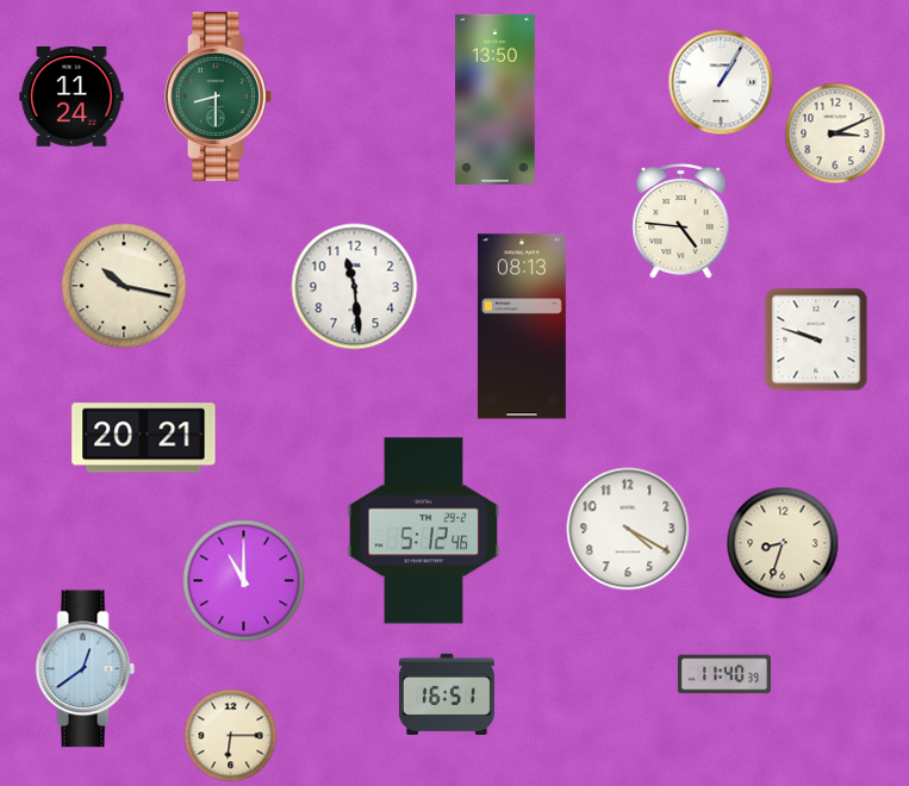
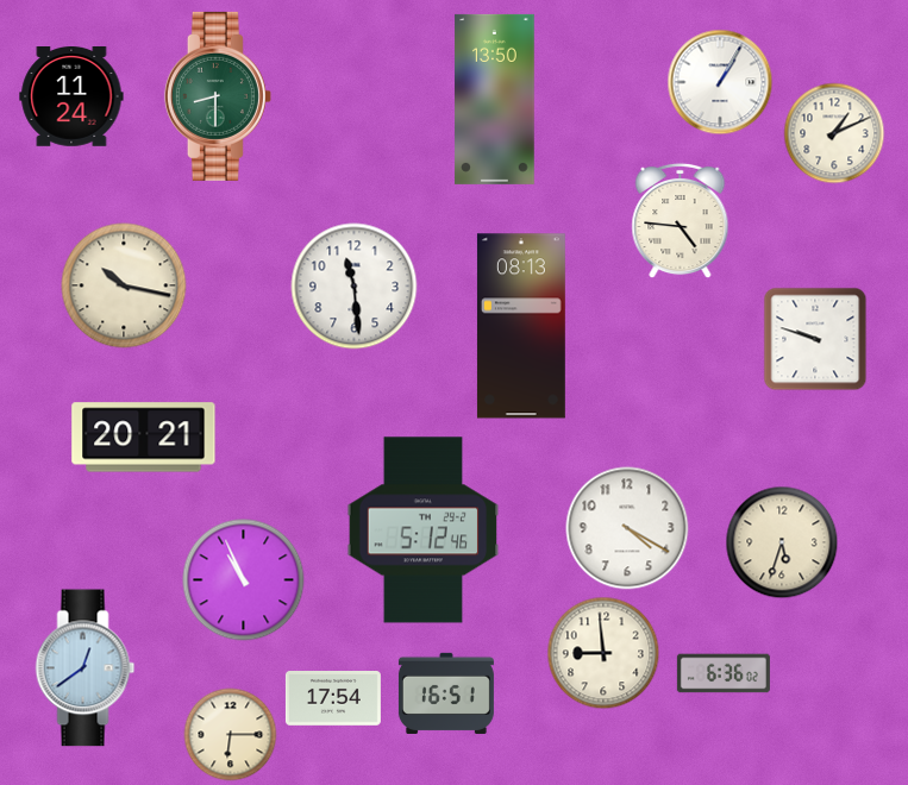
clock at (835, 133): 3:11 -> 1:11
clock at (783, 543): 8:33 -> 5:33
clock at (244, 581): 11:00 -> 10:56
clock at (603, 653): none -> 8:59
clock at (724, 674): 11:40 -> 6:36
clock at (333, 699): none -> 17:54
